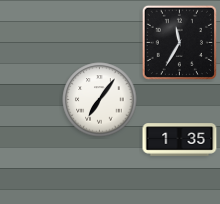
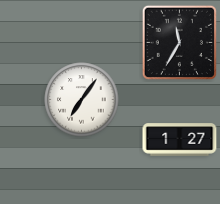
clock at (100, 100) position: (100, 100) -> (82, 100)
clock at (180, 140): 1:35 -> 1:27
